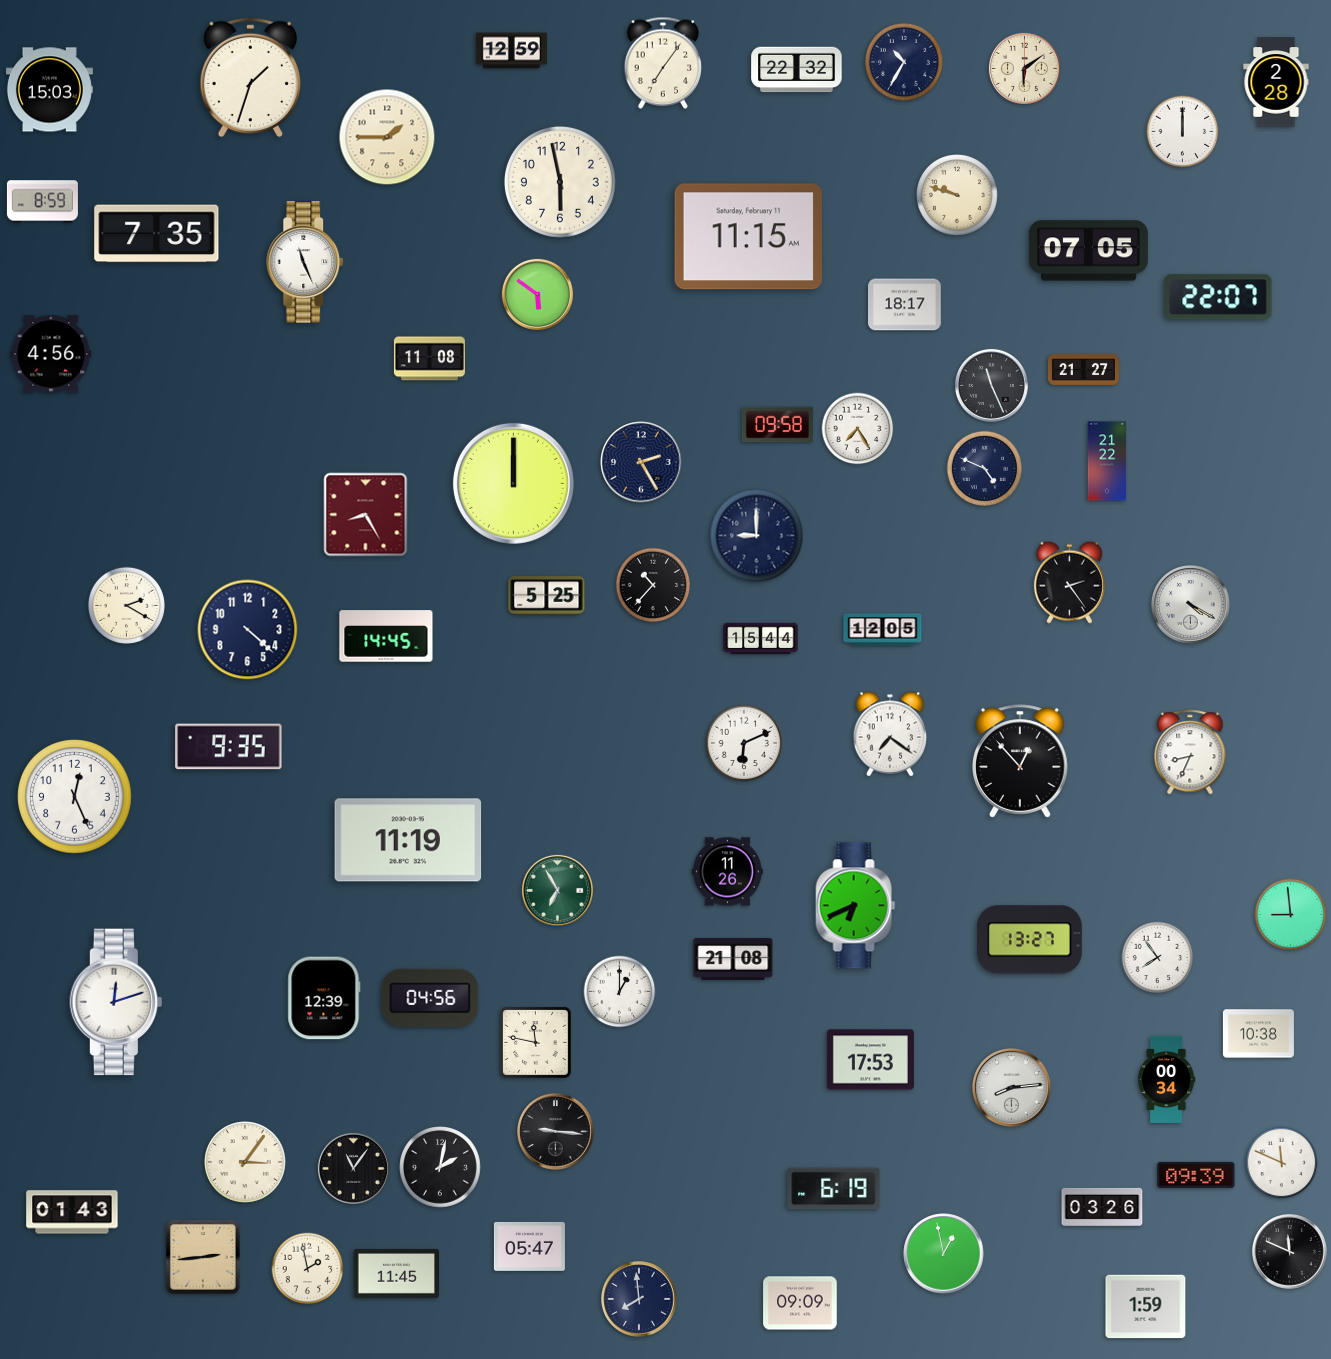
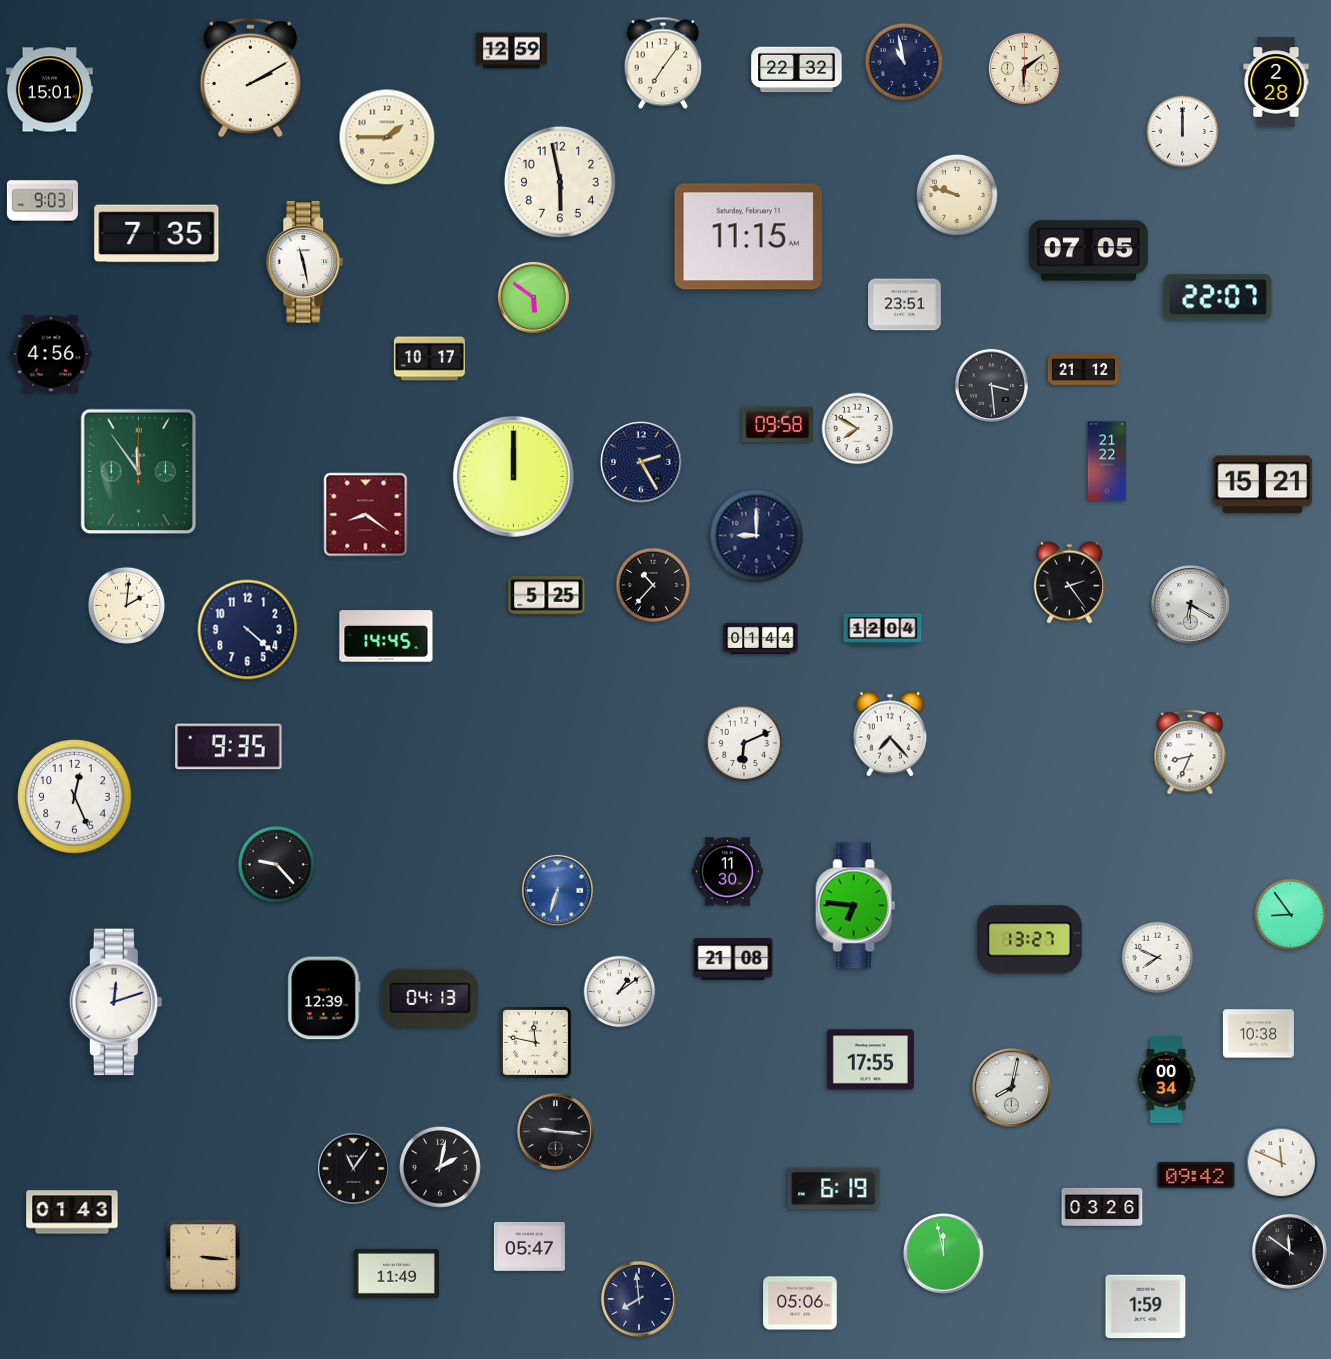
clock at (904, 62): 10:35 -> 10:58
clock at (251, 78): 1:33 -> 2:10
clock at (49, 90): 15:03 -> 15:01
clock at (42, 202): 8:59 -> 9:03
clock at (306, 262): 11:26 -> 11:28
clock at (537, 294) position: (537, 294) -> (533, 297)
clock at (905, 305): 18:17 -> 23:51
clock at (429, 359): 11:08 -> 10:17
clock at (1083, 370): 21:27 -> 21:12
clock at (991, 385): 11:26 -> 3:29
clock at (858, 429): 7:25 -> 7:50
clock at (985, 469): 4:49 -> none
clock at (139, 472): none -> 11:54
clock at (513, 483) position: (513, 483) -> (513, 476)
clock at (1263, 485): none -> 15:21
clock at (366, 515): 8:25 -> 8:21
clock at (126, 605): 2:20 -> 2:01
clock at (1191, 605): 4:20 -> 6:20
clock at (883, 630): 12:05 -> 12:04
clock at (761, 639): 15:44 -> 01:44
clock at (890, 734): 7:21 -> 7:23
clock at (1021, 761): 12:53 -> none
clock at (408, 840): 11:19 -> none
clock at (276, 864): none -> 9:23
clock at (727, 872): 11:26 -> 11:30
clock at (557, 890): 6:55 -> 6:33
clock at (557, 890) dial: green -> blue
clock at (856, 906): 6:41 -> 6:46
clock at (1291, 915): 8:59 -> 8:54
clock at (1158, 958): 7:54 -> 7:49
clock at (620, 992): 1:00 -> 1:09
clock at (430, 998): 04:56 -> 04:13
clock at (870, 1060): 17:53 -> 17:55
clock at (1012, 1088): 8:14 -> 8:02
clock at (246, 1163): 3:06 -> none
clock at (1196, 1175): 09:39 -> 09:42
clock at (1289, 1251): 11:49 -> 11:51
clock at (944, 1254): 12:58 -> 11:58
clock at (203, 1257): 2:44 -> 3:16
clock at (308, 1269): 1:58 -> none
clock at (396, 1273): 11:45 -> 11:49
clock at (800, 1303): 09:09 -> 05:06
